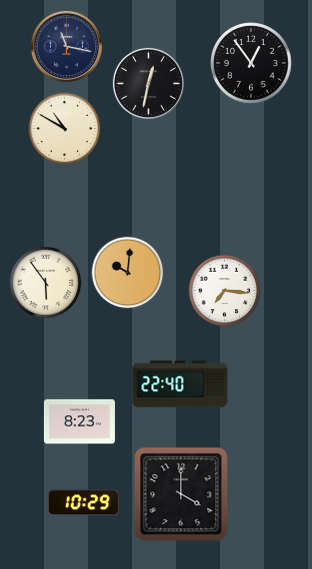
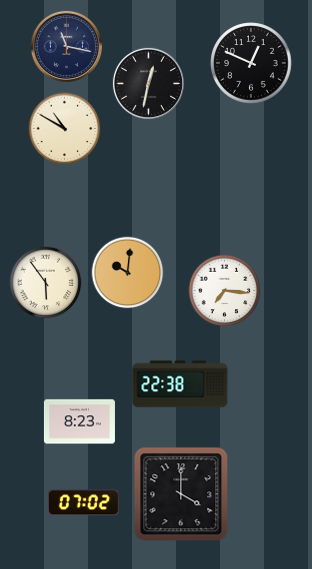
clock at (251, 63): 12:54 -> 12:49
clock at (180, 384): 22:40 -> 22:38
clock at (83, 503): 10:29 -> 07:02
